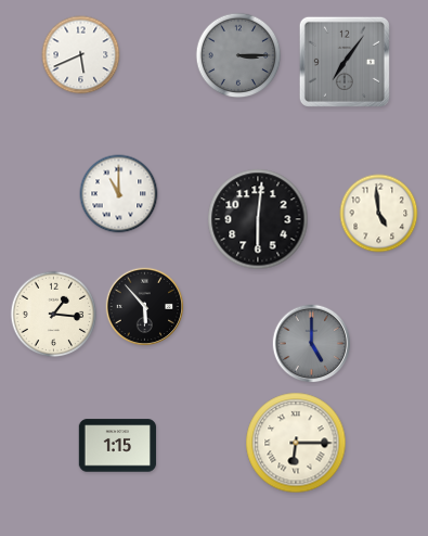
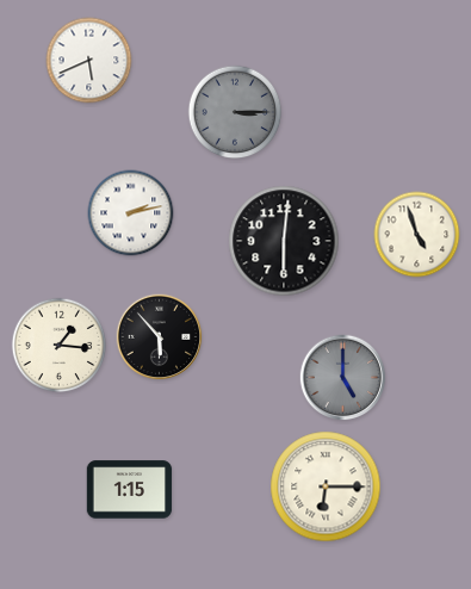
clock at (238, 55) position: (238, 55) -> (235, 112)
clock at (345, 62): 7:06 -> none
clock at (119, 194): 11:00 -> 2:13
clock at (379, 214): 4:59 -> 4:57
